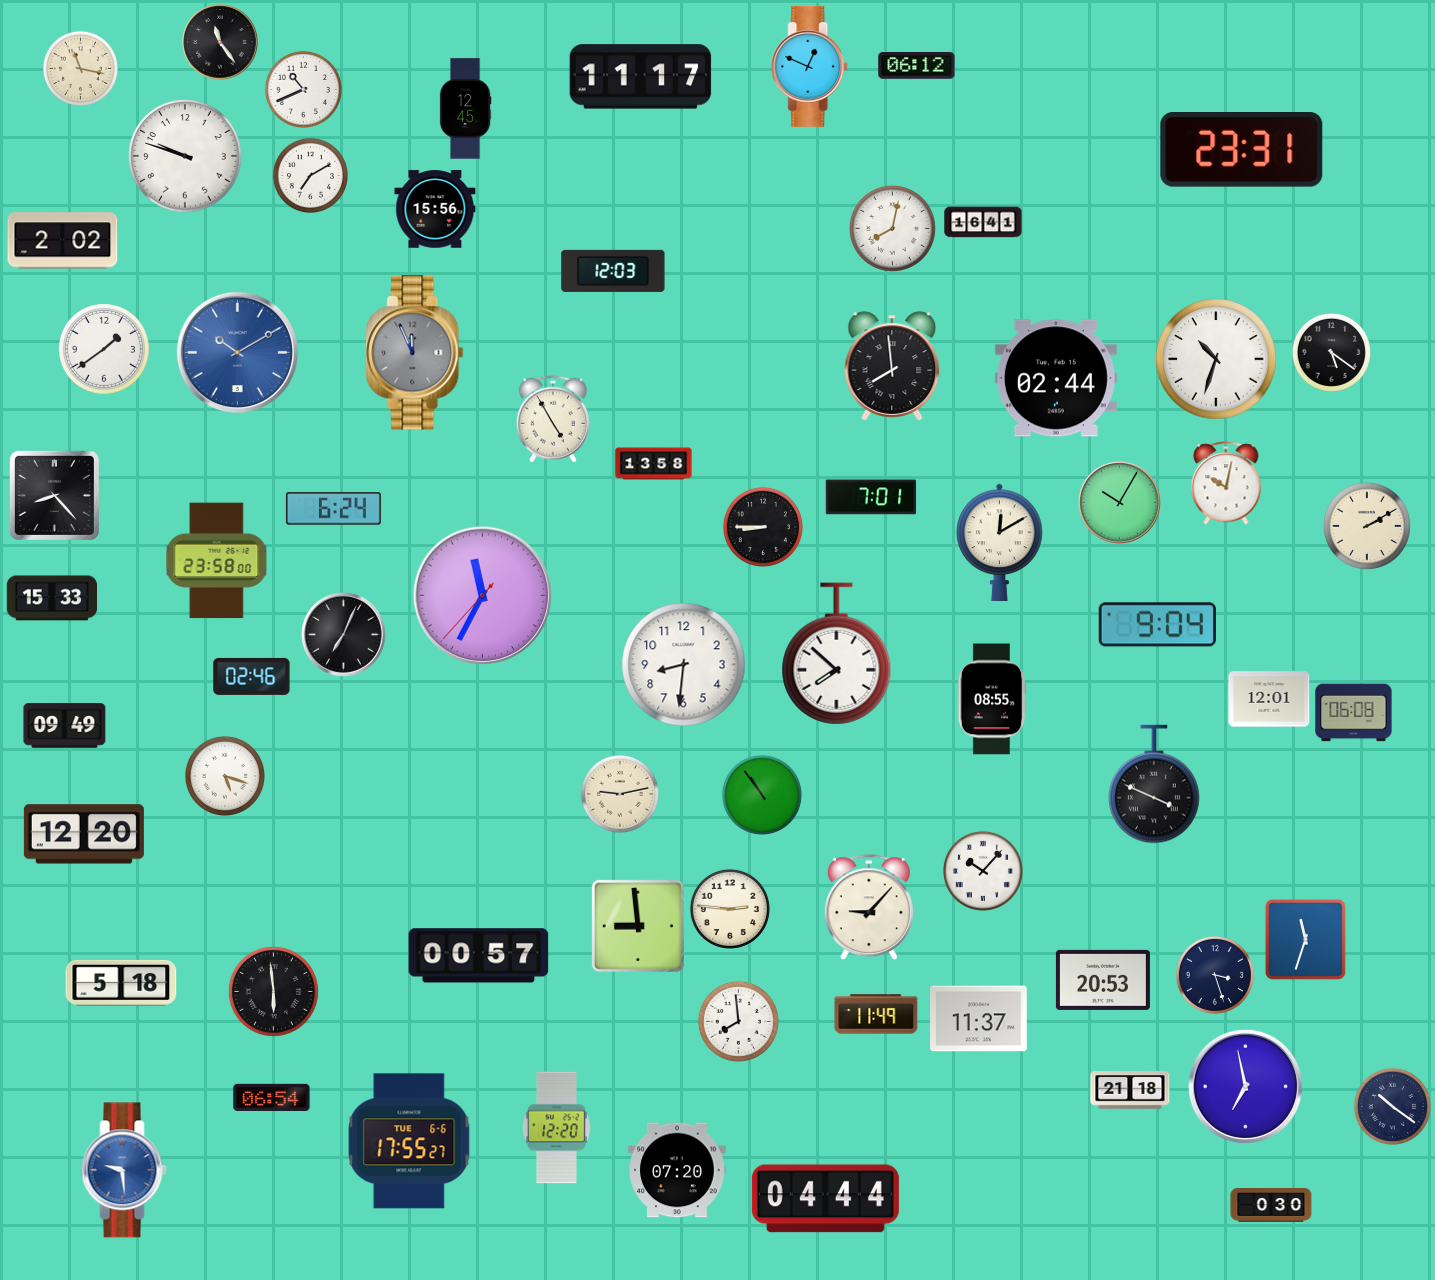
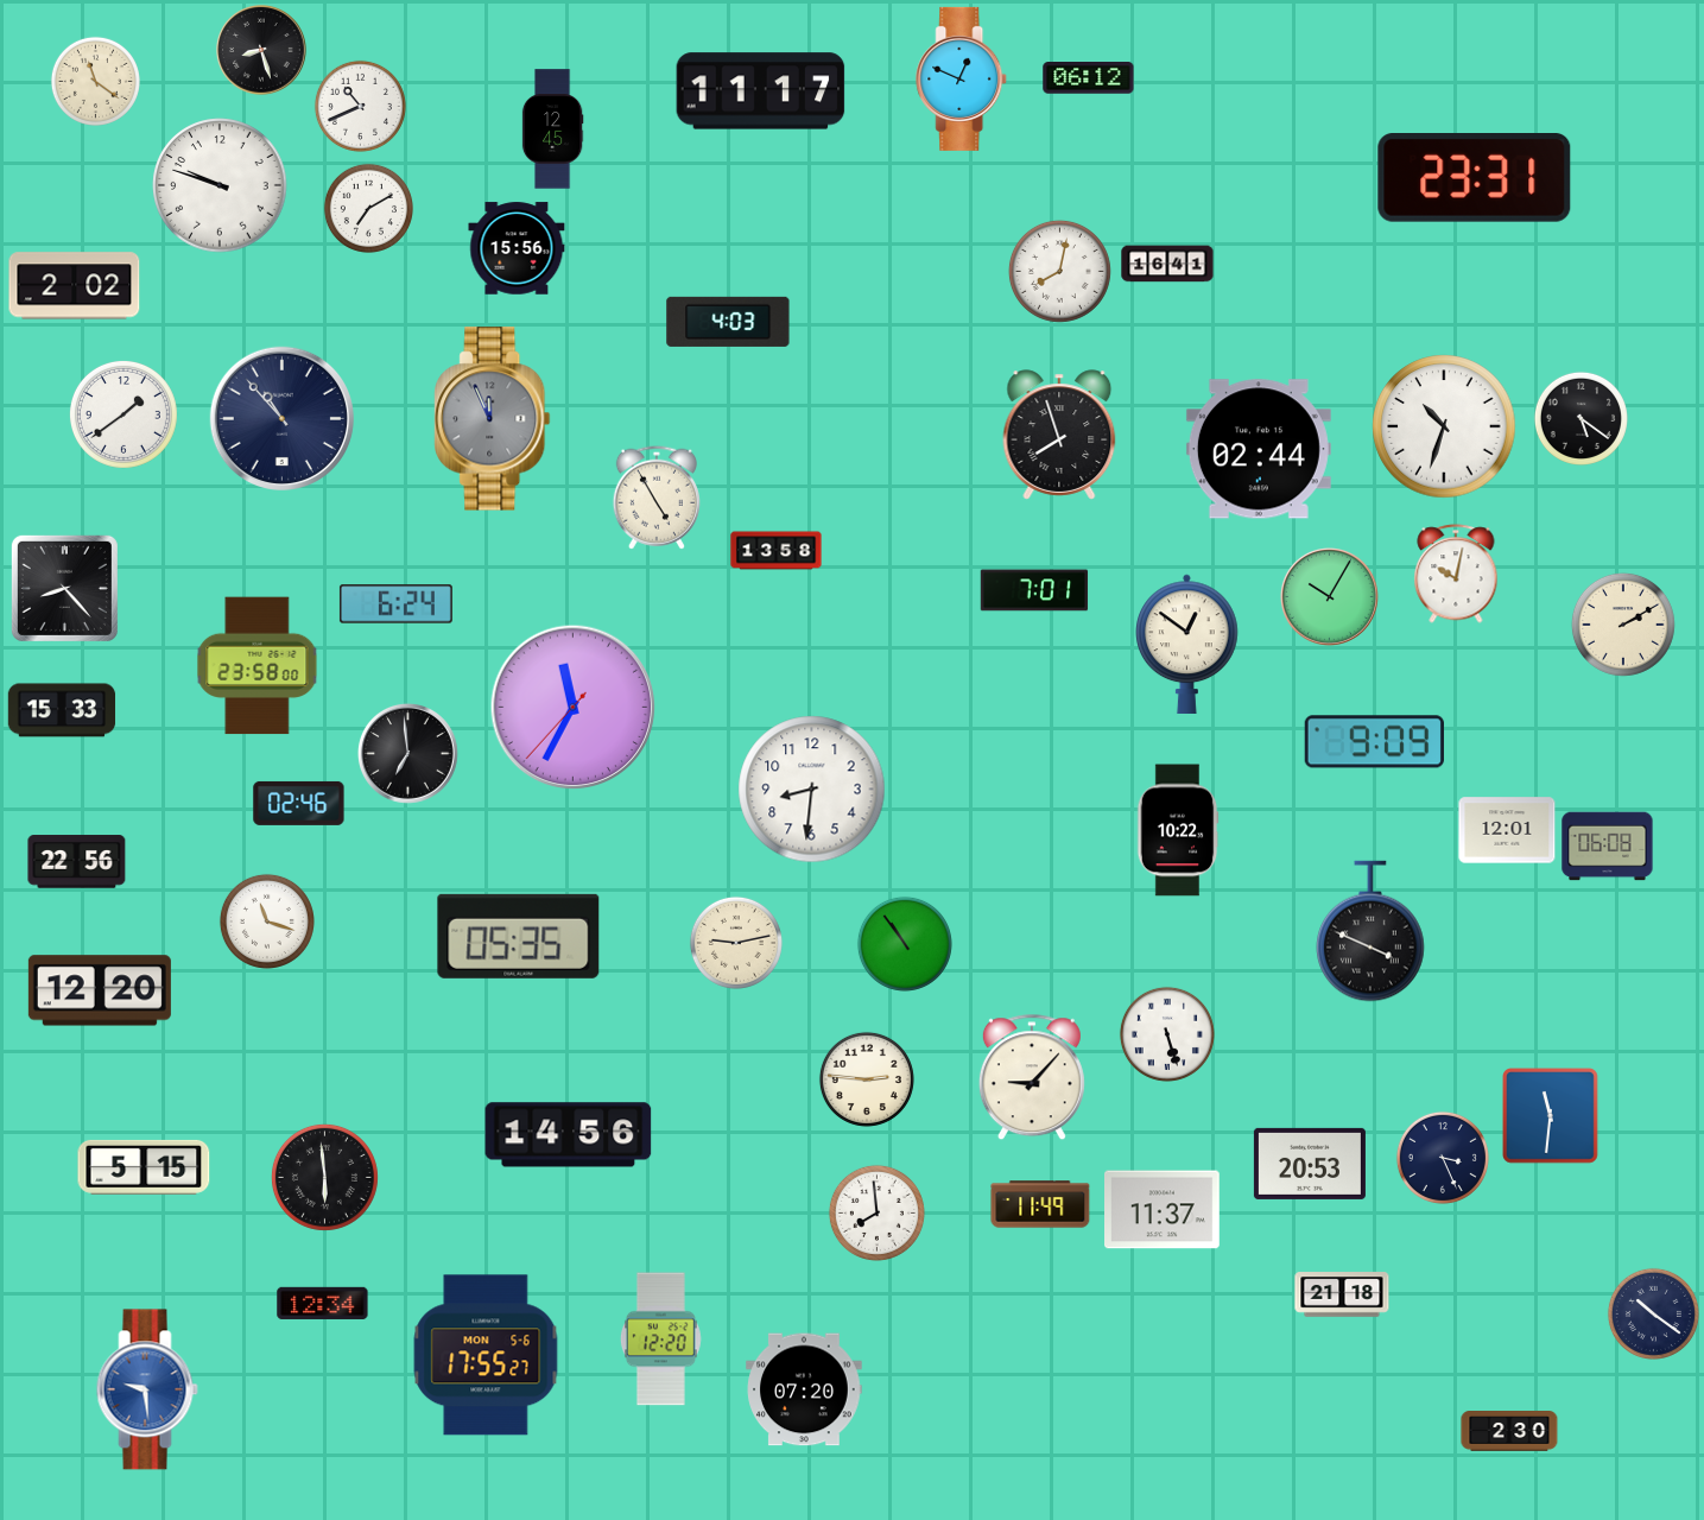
clock at (220, 42): 11:24 -> 8:27
clock at (80, 68): 11:17 -> 11:21
clock at (613, 271): 12:03 -> 4:03
clock at (237, 352): 10:10 -> 10:53
clock at (237, 352) dial: blue -> navy
clock at (892, 366): 7:59 -> 7:57
clock at (1056, 378) position: (1056, 378) -> (1259, 449)
clock at (763, 527): 8:45 -> none
clock at (1000, 542): 12:10 -> 12:51
clock at (1157, 625): 9:04 -> 9:09
clock at (343, 634): 7:04 -> 6:59
clock at (837, 654): 7:52 -> none
clock at (992, 699): 08:55 -> 10:22
clock at (65, 726): 09:49 -> 22:56
clock at (225, 776): 5:18 -> 11:18
clock at (519, 936): none -> 05:35
clock at (983, 871): 10:07 -> 5:27
clock at (638, 926): 8:59 -> none
clock at (1306, 940): 11:33 -> 11:31
clock at (479, 956): 00:57 -> 14:56
clock at (1215, 975): 3:27 -> 3:26
clock at (121, 983): 5:18 -> 5:15
clock at (1245, 1086): 6:58 -> none
clock at (272, 1097): 06:54 -> 12:34
clock at (409, 1141) date: TUE 6-6 -> MON 5-6
clock at (825, 1199): 04:44 -> none
clock at (1271, 1205): 0:30 -> 2:30
